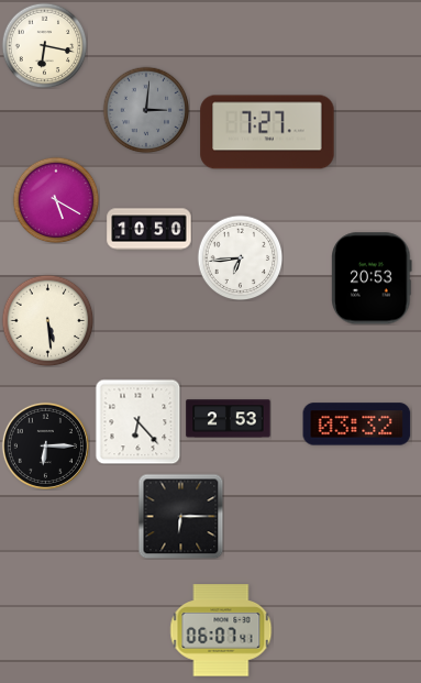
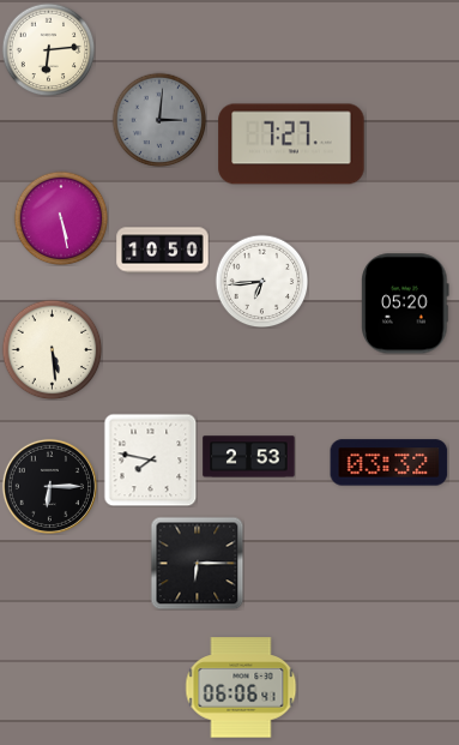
clock at (44, 45): 6:17 -> 6:14
clock at (56, 200): 5:20 -> 5:28
clock at (372, 278): 20:53 -> 05:20
clock at (137, 421): 6:23 -> 7:47
clock at (221, 630): 06:07 -> 06:06
